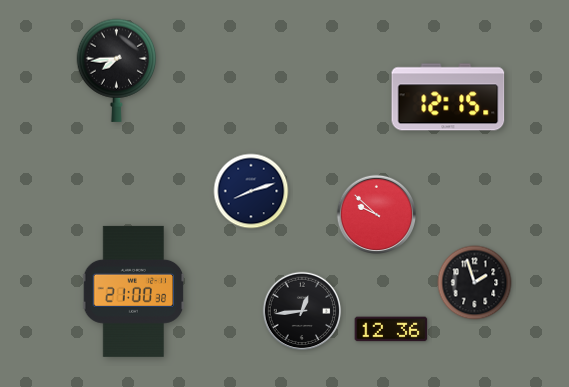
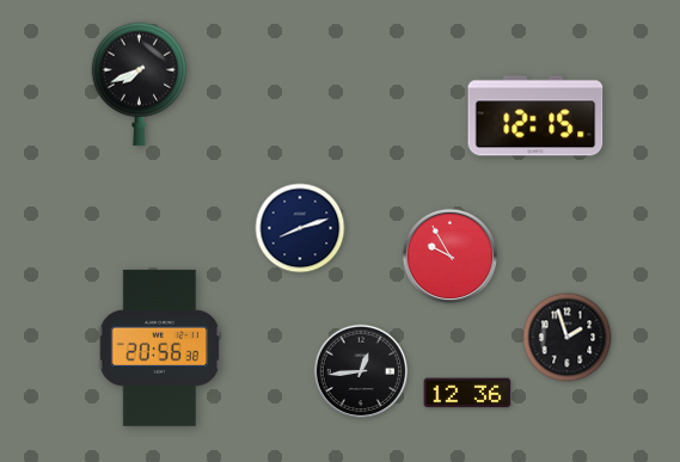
clock at (117, 70): 7:44 -> 7:41
clock at (376, 214): 9:52 -> 9:55
clock at (134, 291): 21:00 -> 20:56
